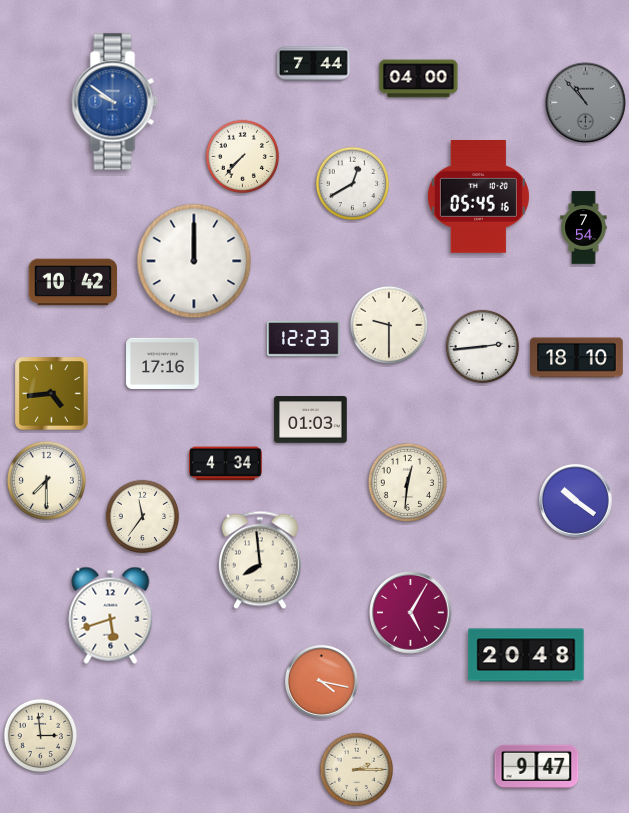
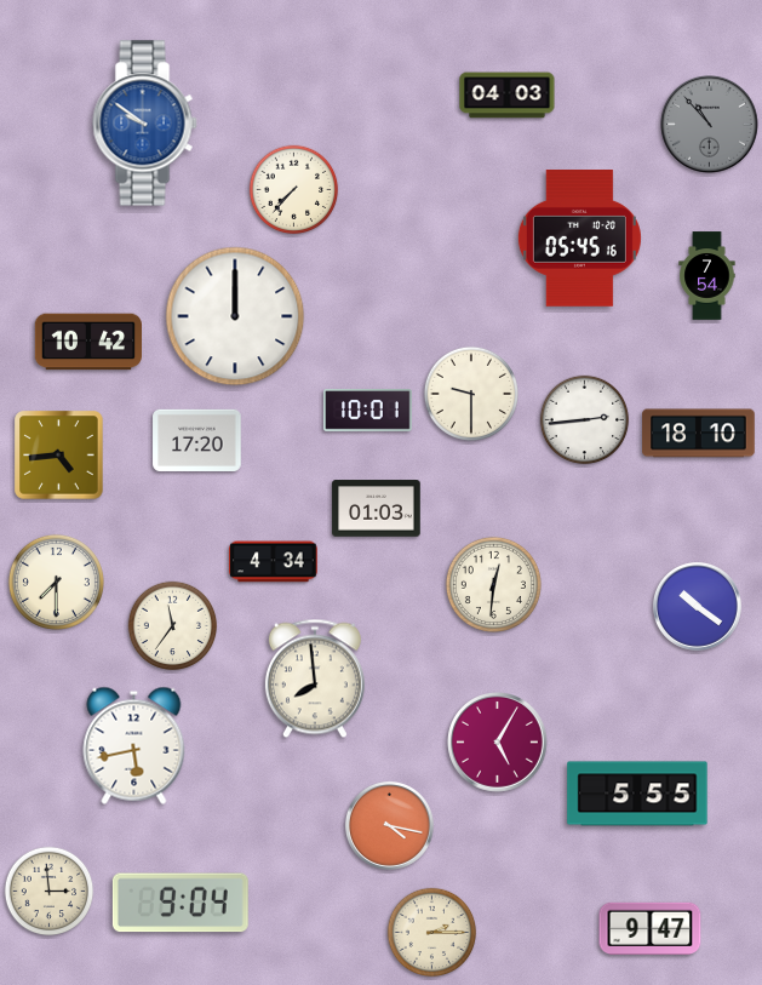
clock at (314, 64): 7:44 -> none
clock at (419, 79): 04:00 -> 04:03
clock at (115, 102) position: (115, 102) -> (145, 124)
clock at (353, 184): 12:40 -> none
clock at (304, 339): 12:23 -> 10:01
clock at (163, 363): 17:16 -> 17:20
clock at (52, 394) position: (52, 394) -> (59, 456)
clock at (111, 615): 5:42 -> 5:43
clock at (526, 655): 20:48 -> 5:55
clock at (181, 903): none -> 9:04
